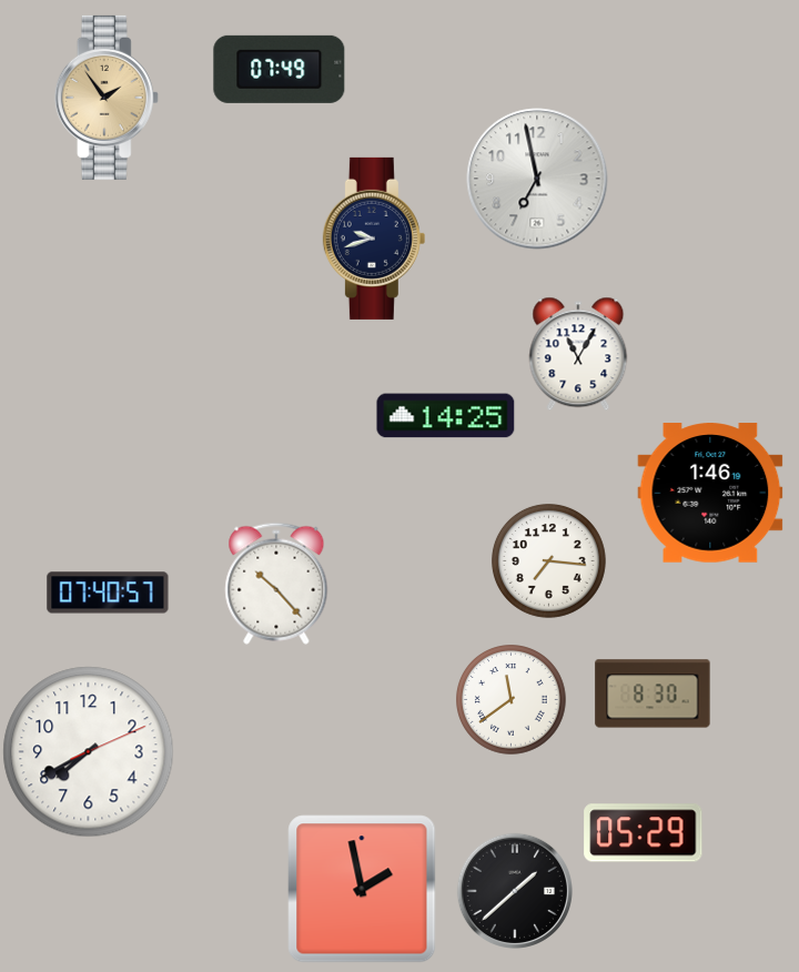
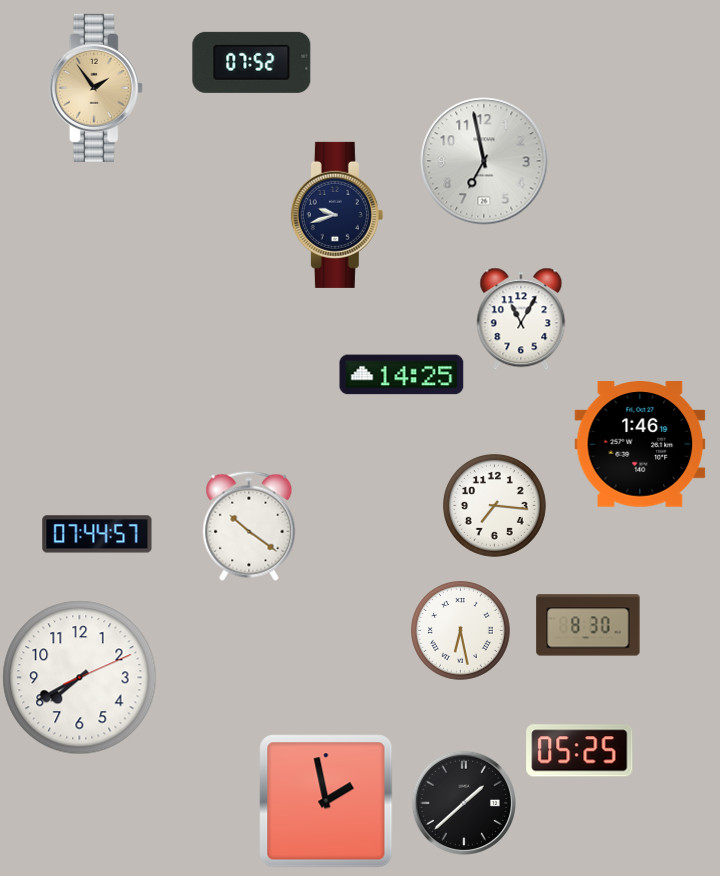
clock at (280, 69): 07:49 -> 07:52
clock at (276, 584): 10:23 -> 10:21
clock at (108, 593): 07:40 -> 07:44
clock at (512, 700): 11:39 -> 6:28
clock at (644, 833): 05:29 -> 05:25
